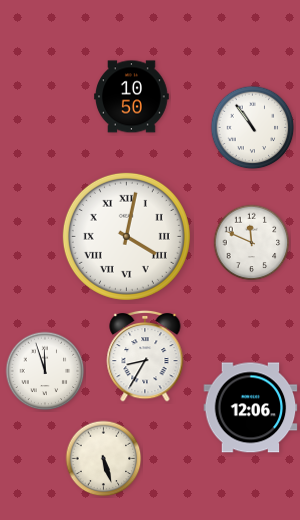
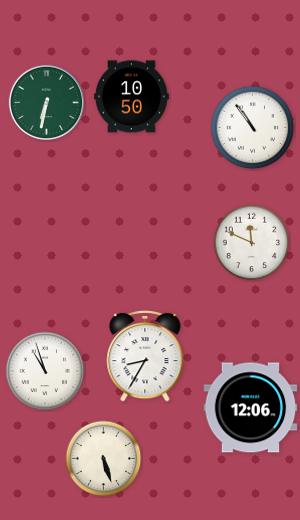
clock at (46, 102): none -> 6:32
clock at (126, 236): 4:02 -> none
clock at (45, 371): 11:57 -> 10:57
